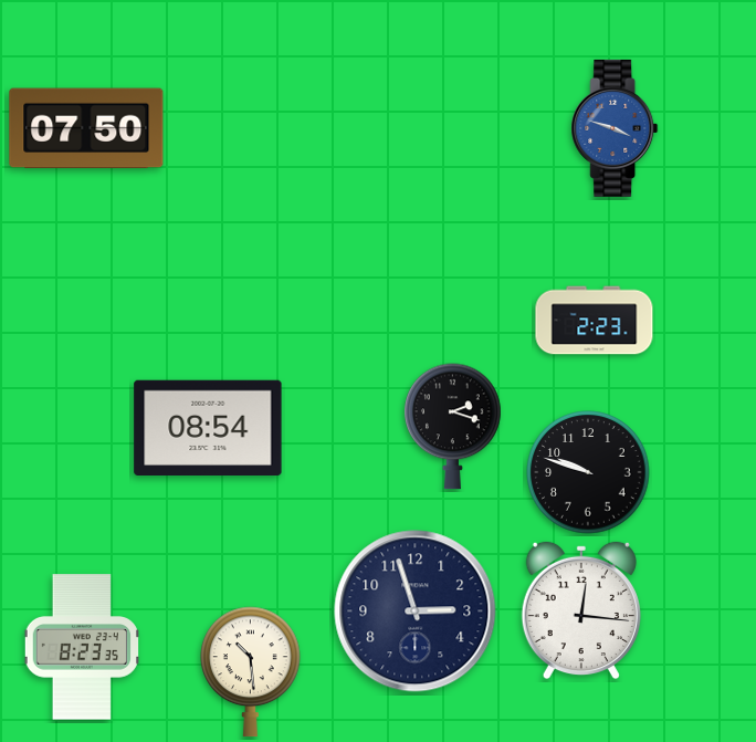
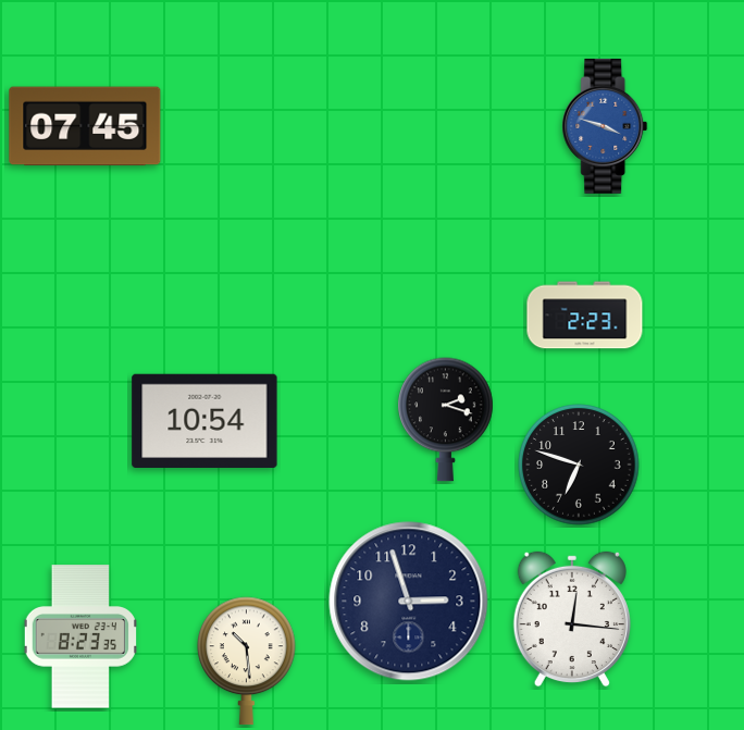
clock at (86, 128): 07:50 -> 07:45
clock at (208, 427): 08:54 -> 10:54
clock at (588, 472): 9:48 -> 6:48
clock at (581, 610) position: (581, 610) -> (572, 619)
